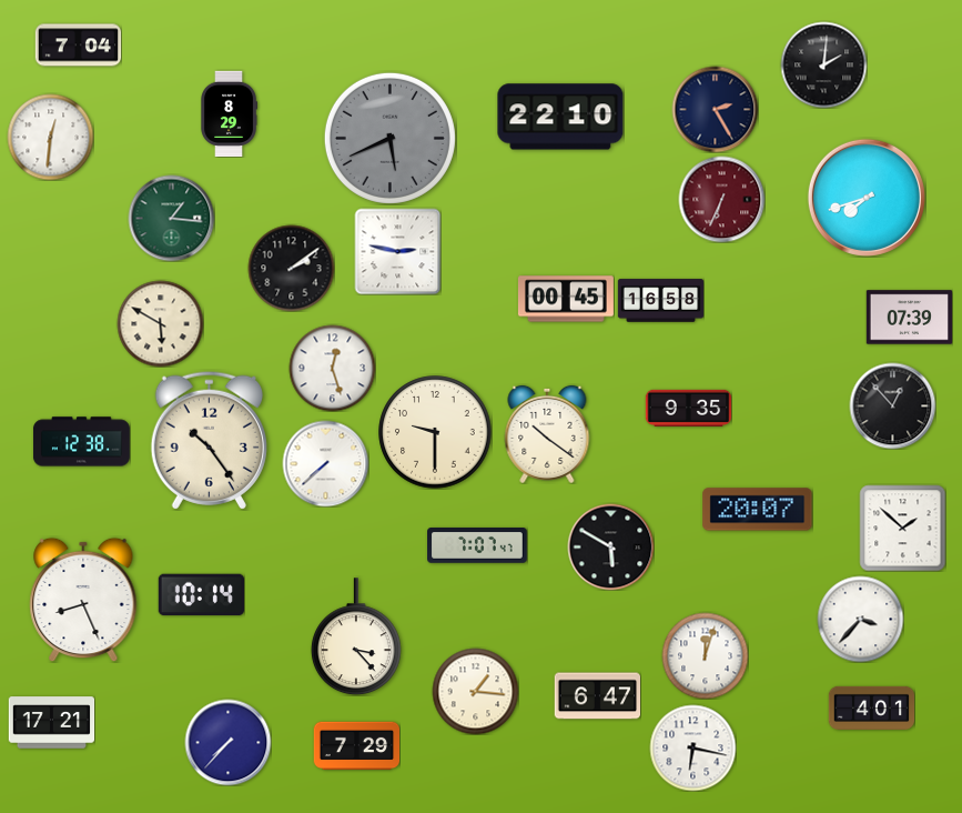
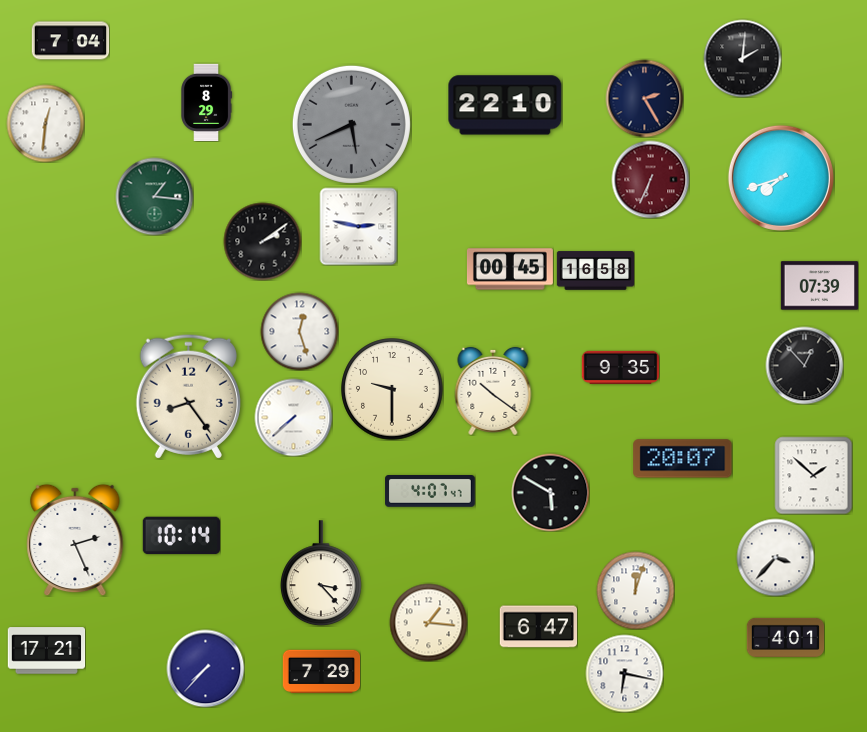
clock at (160, 323): 5:50 -> none
clock at (209, 440): 10:24 -> 8:24
clock at (81, 442): 12:38 -> none
clock at (477, 545): 7:07 -> 4:07
clock at (83, 600): 8:26 -> 2:26
